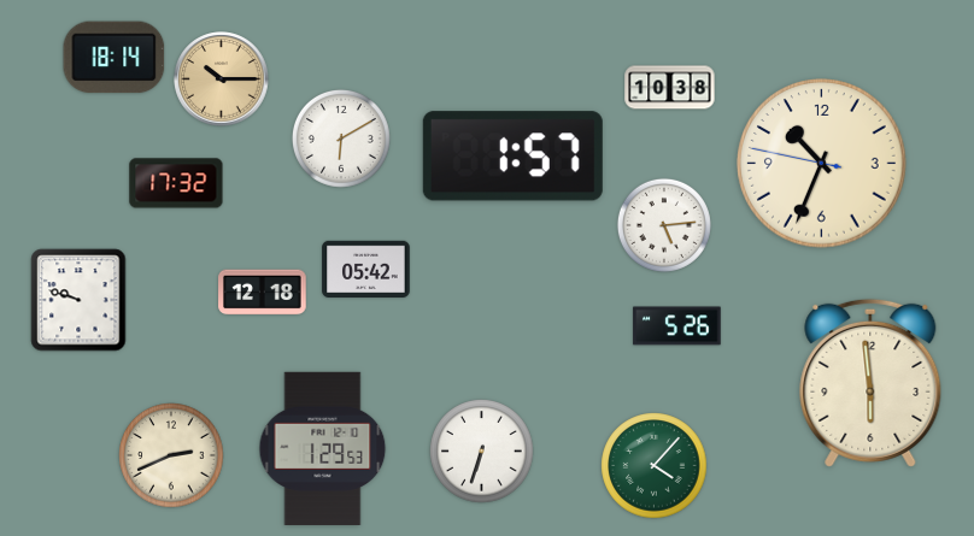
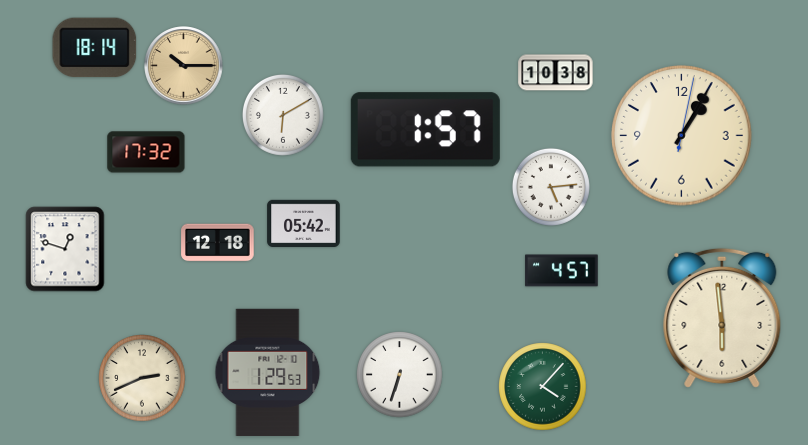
clock at (822, 164): 10:33 -> 1:05
clock at (78, 300): 9:48 -> 12:48
clock at (677, 326): 5:26 -> 4:57
